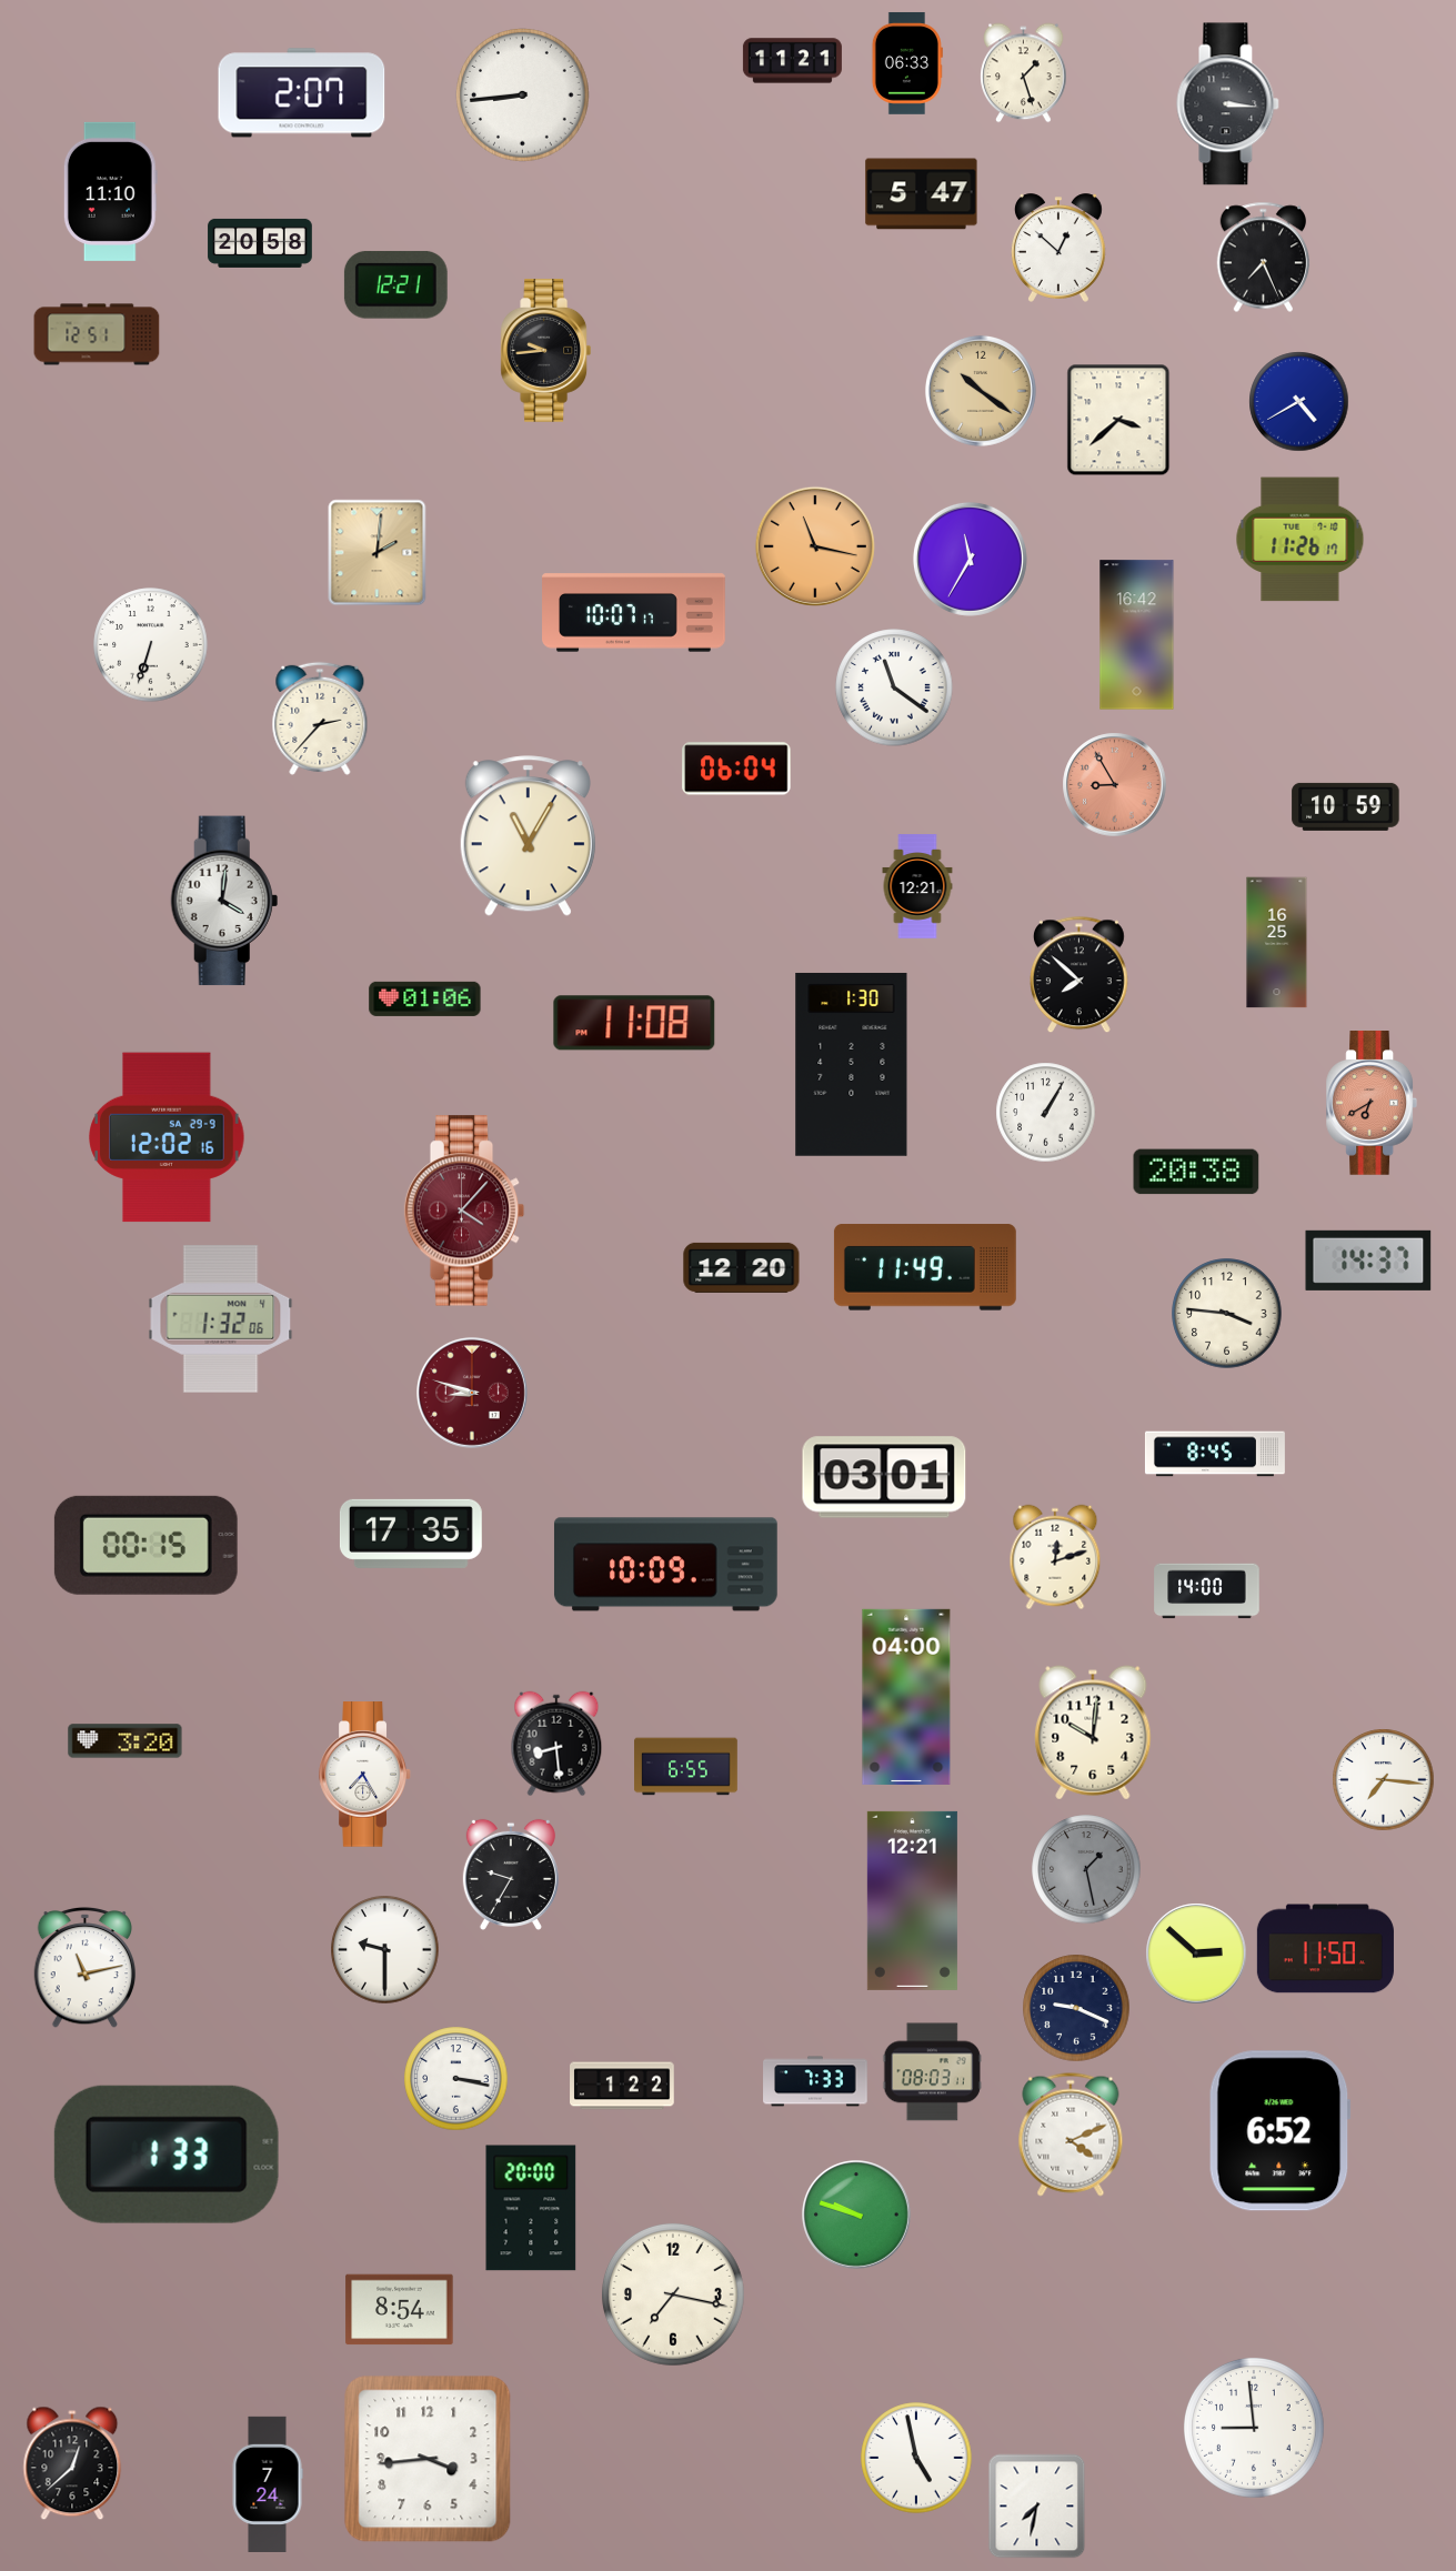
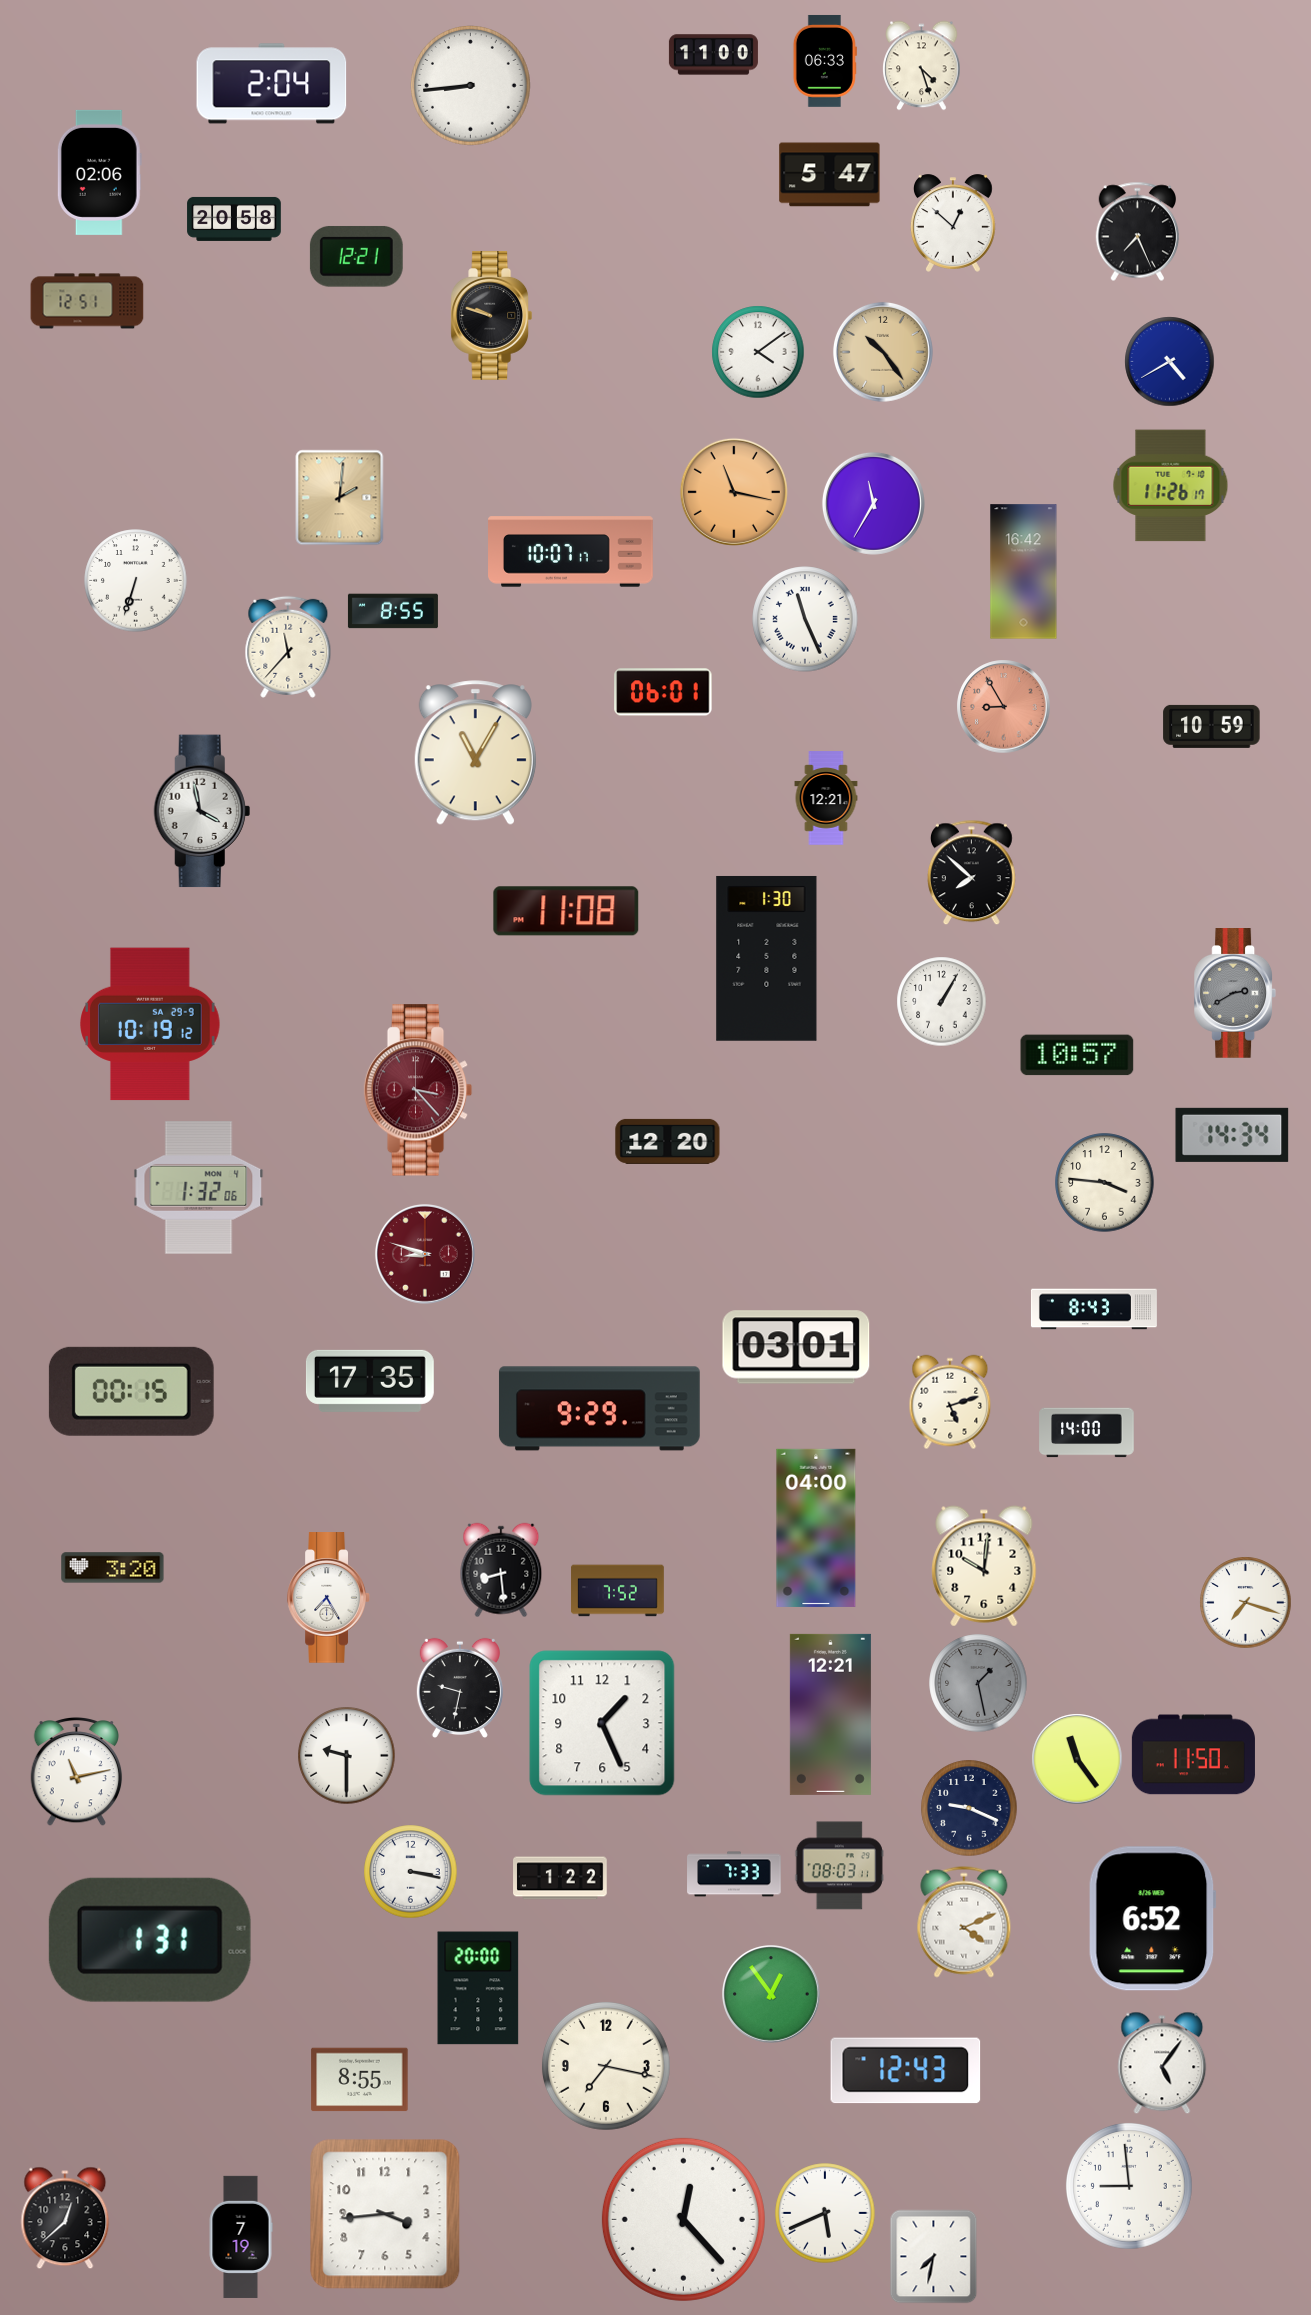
clock at (792, 61): 11:21 -> 11:00
clock at (907, 63) position: (907, 63) -> (825, 61)
clock at (1024, 73): 1:27 -> 4:27
clock at (302, 93): 2:07 -> 2:04
clock at (1228, 104): 3:16 -> none
clock at (110, 191): 11:10 -> 02:06
clock at (546, 351): 9:44 -> 9:48
clock at (758, 352): none -> 4:09
clock at (981, 391): 10:21 -> 10:24
clock at (1118, 420): 3:38 -> none
clock at (393, 611): none -> 8:55
clock at (894, 687): 11:21 -> 11:26
clock at (320, 719): 2:37 -> 11:37
clock at (736, 769): 06:04 -> 06:01
clock at (224, 901): 4:01 -> 3:58
clock at (1277, 943): 16:25 -> none
clock at (1080, 975) position: (1080, 975) -> (972, 873)
clock at (425, 998): 01:06 -> none
clock at (634, 1023) position: (634, 1023) -> (566, 911)
clock at (1370, 1104): 6:40 -> 2:40
clock at (1370, 1104) dial: salmon -> grey
clock at (167, 1137): 12:02 -> 10:19
clock at (1196, 1172): 20:38 -> 10:57
clock at (464, 1211): 4:07 -> 3:23
clock at (1368, 1261): 14:37 -> 14:34
clock at (925, 1267): 11:49 -> none
clock at (1215, 1454): 8:45 -> 8:43
clock at (884, 1477) position: (884, 1477) -> (796, 1347)
clock at (1055, 1557): 12:12 -> 5:12
clock at (665, 1565): 10:09 -> 9:29
clock at (1093, 1733) position: (1093, 1733) -> (984, 1566)
clock at (686, 1767): 6:55 -> 7:52
clock at (1384, 1780): 7:16 -> 7:18
clock at (511, 1874): 9:35 -> 9:32
clock at (912, 1900) position: (912, 1900) -> (830, 1714)
clock at (602, 1723): none -> 1:26
clock at (1196, 1954): 2:52 -> 11:24
clock at (167, 2155): 1:33 -> 1:31
clock at (857, 2216): 9:48 -> 12:54
clock at (1162, 2063): none -> 5:06
clock at (906, 2071): none -> 12:43
clock at (400, 2310): 8:54 -> 8:55
clock at (916, 2458): 4:58 -> 5:41
clock at (683, 2219): none -> 12:23
clock at (268, 2484): 7:24 -> 7:19
